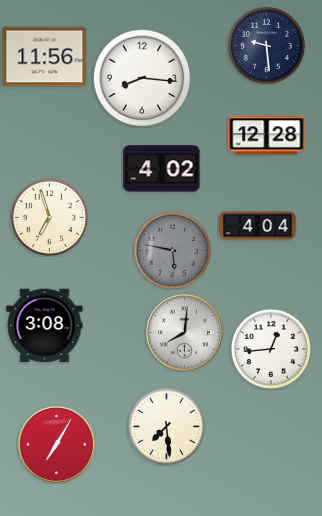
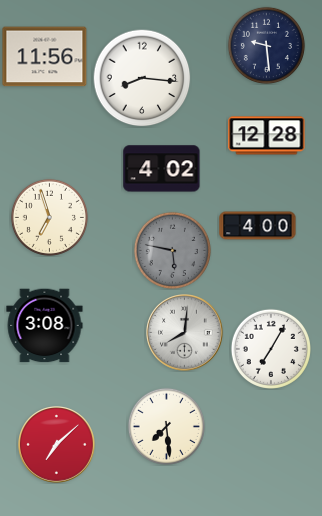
clock at (258, 226): 4:04 -> 4:00
clock at (271, 349): 12:44 -> 7:05
clock at (57, 445): 7:05 -> 7:08
